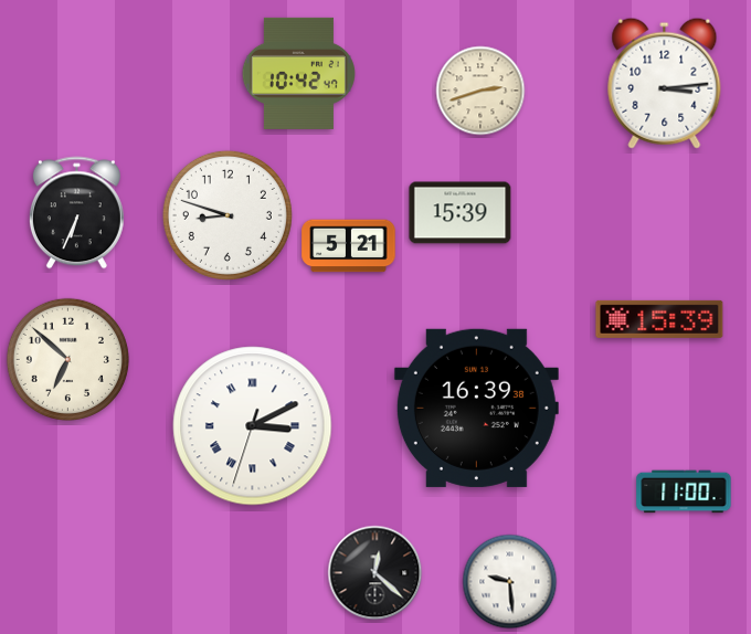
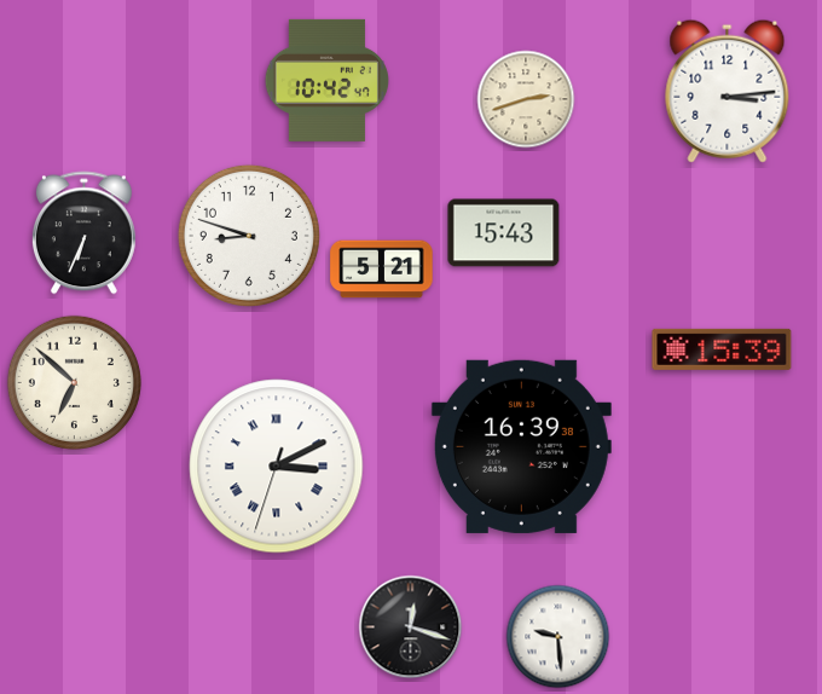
clock at (461, 213): 15:39 -> 15:43
clock at (67, 359) position: (67, 359) -> (74, 382)
clock at (684, 492): 11:00 -> none
clock at (375, 573): 12:22 -> 12:18
